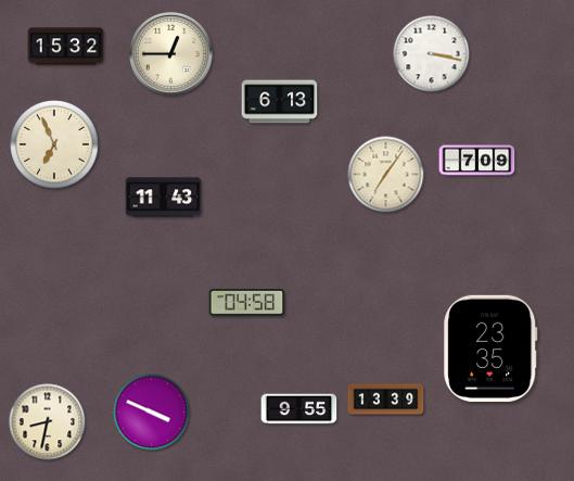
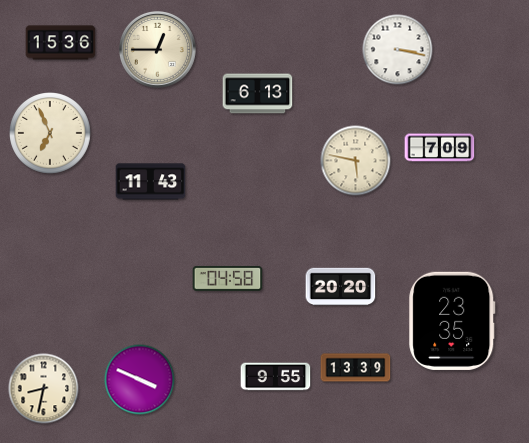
clock at (66, 47): 15:32 -> 15:36
clock at (386, 175): 7:06 -> 5:47
clock at (341, 287): none -> 20:20
